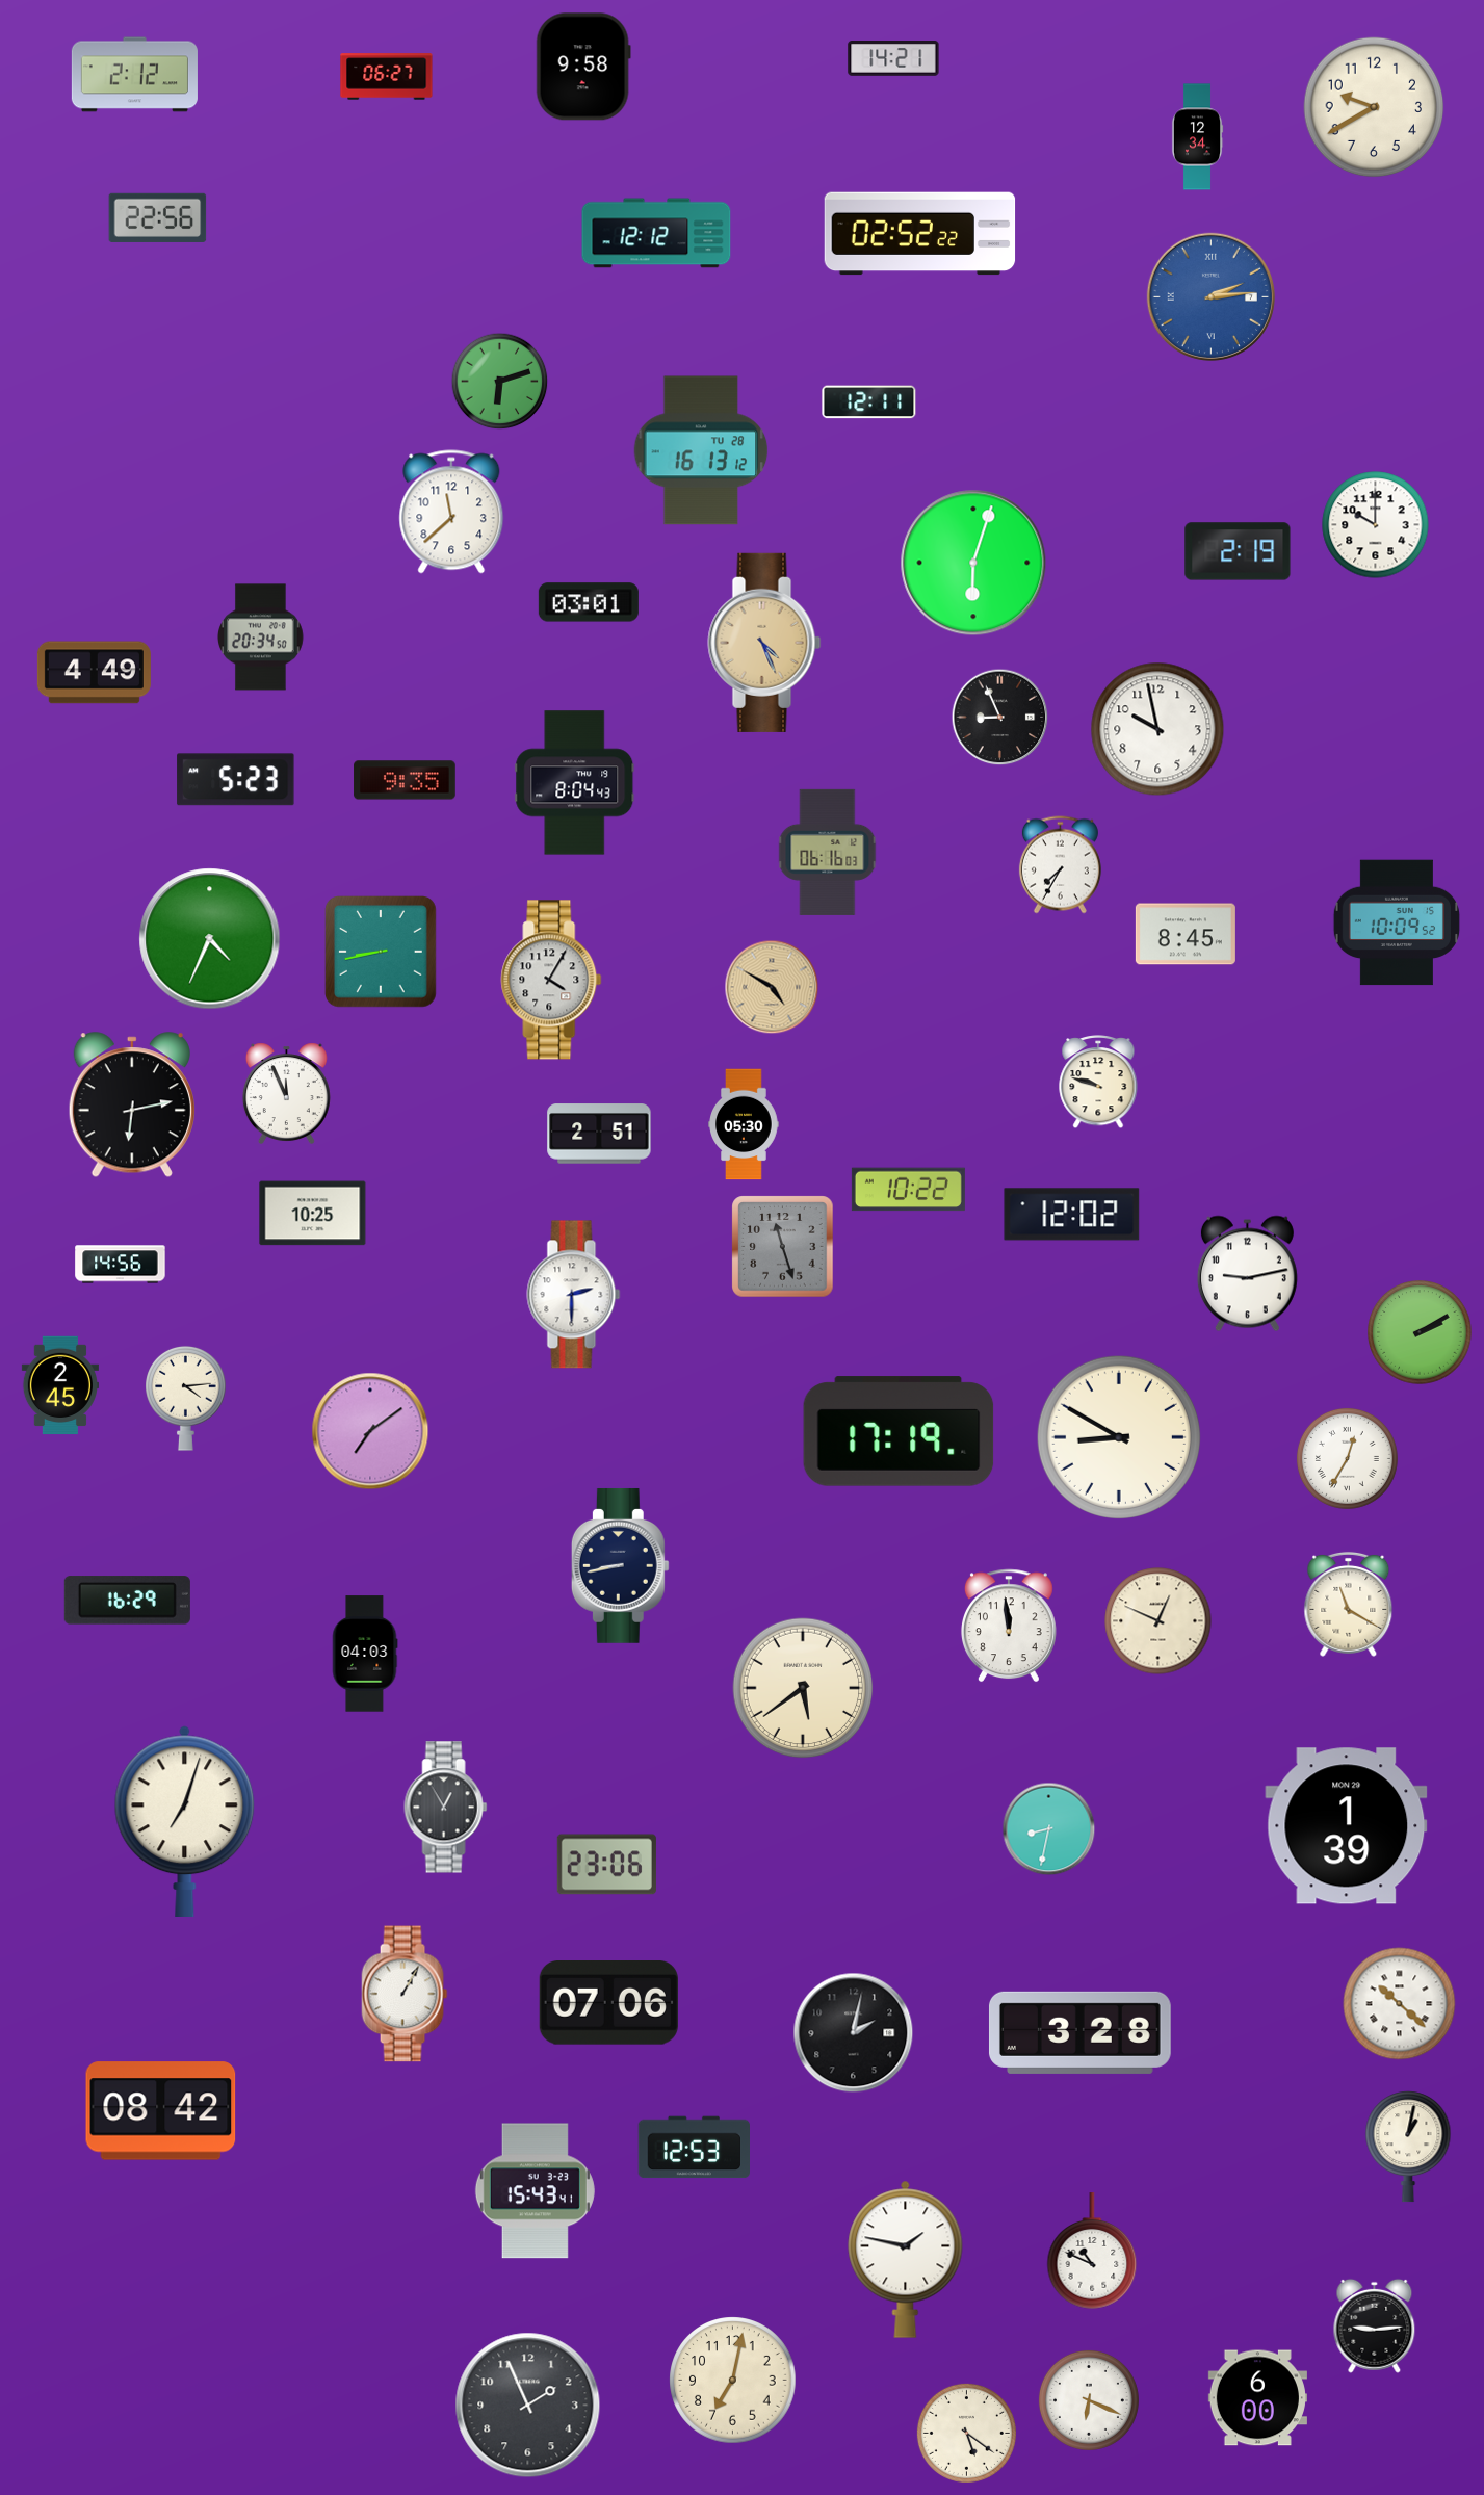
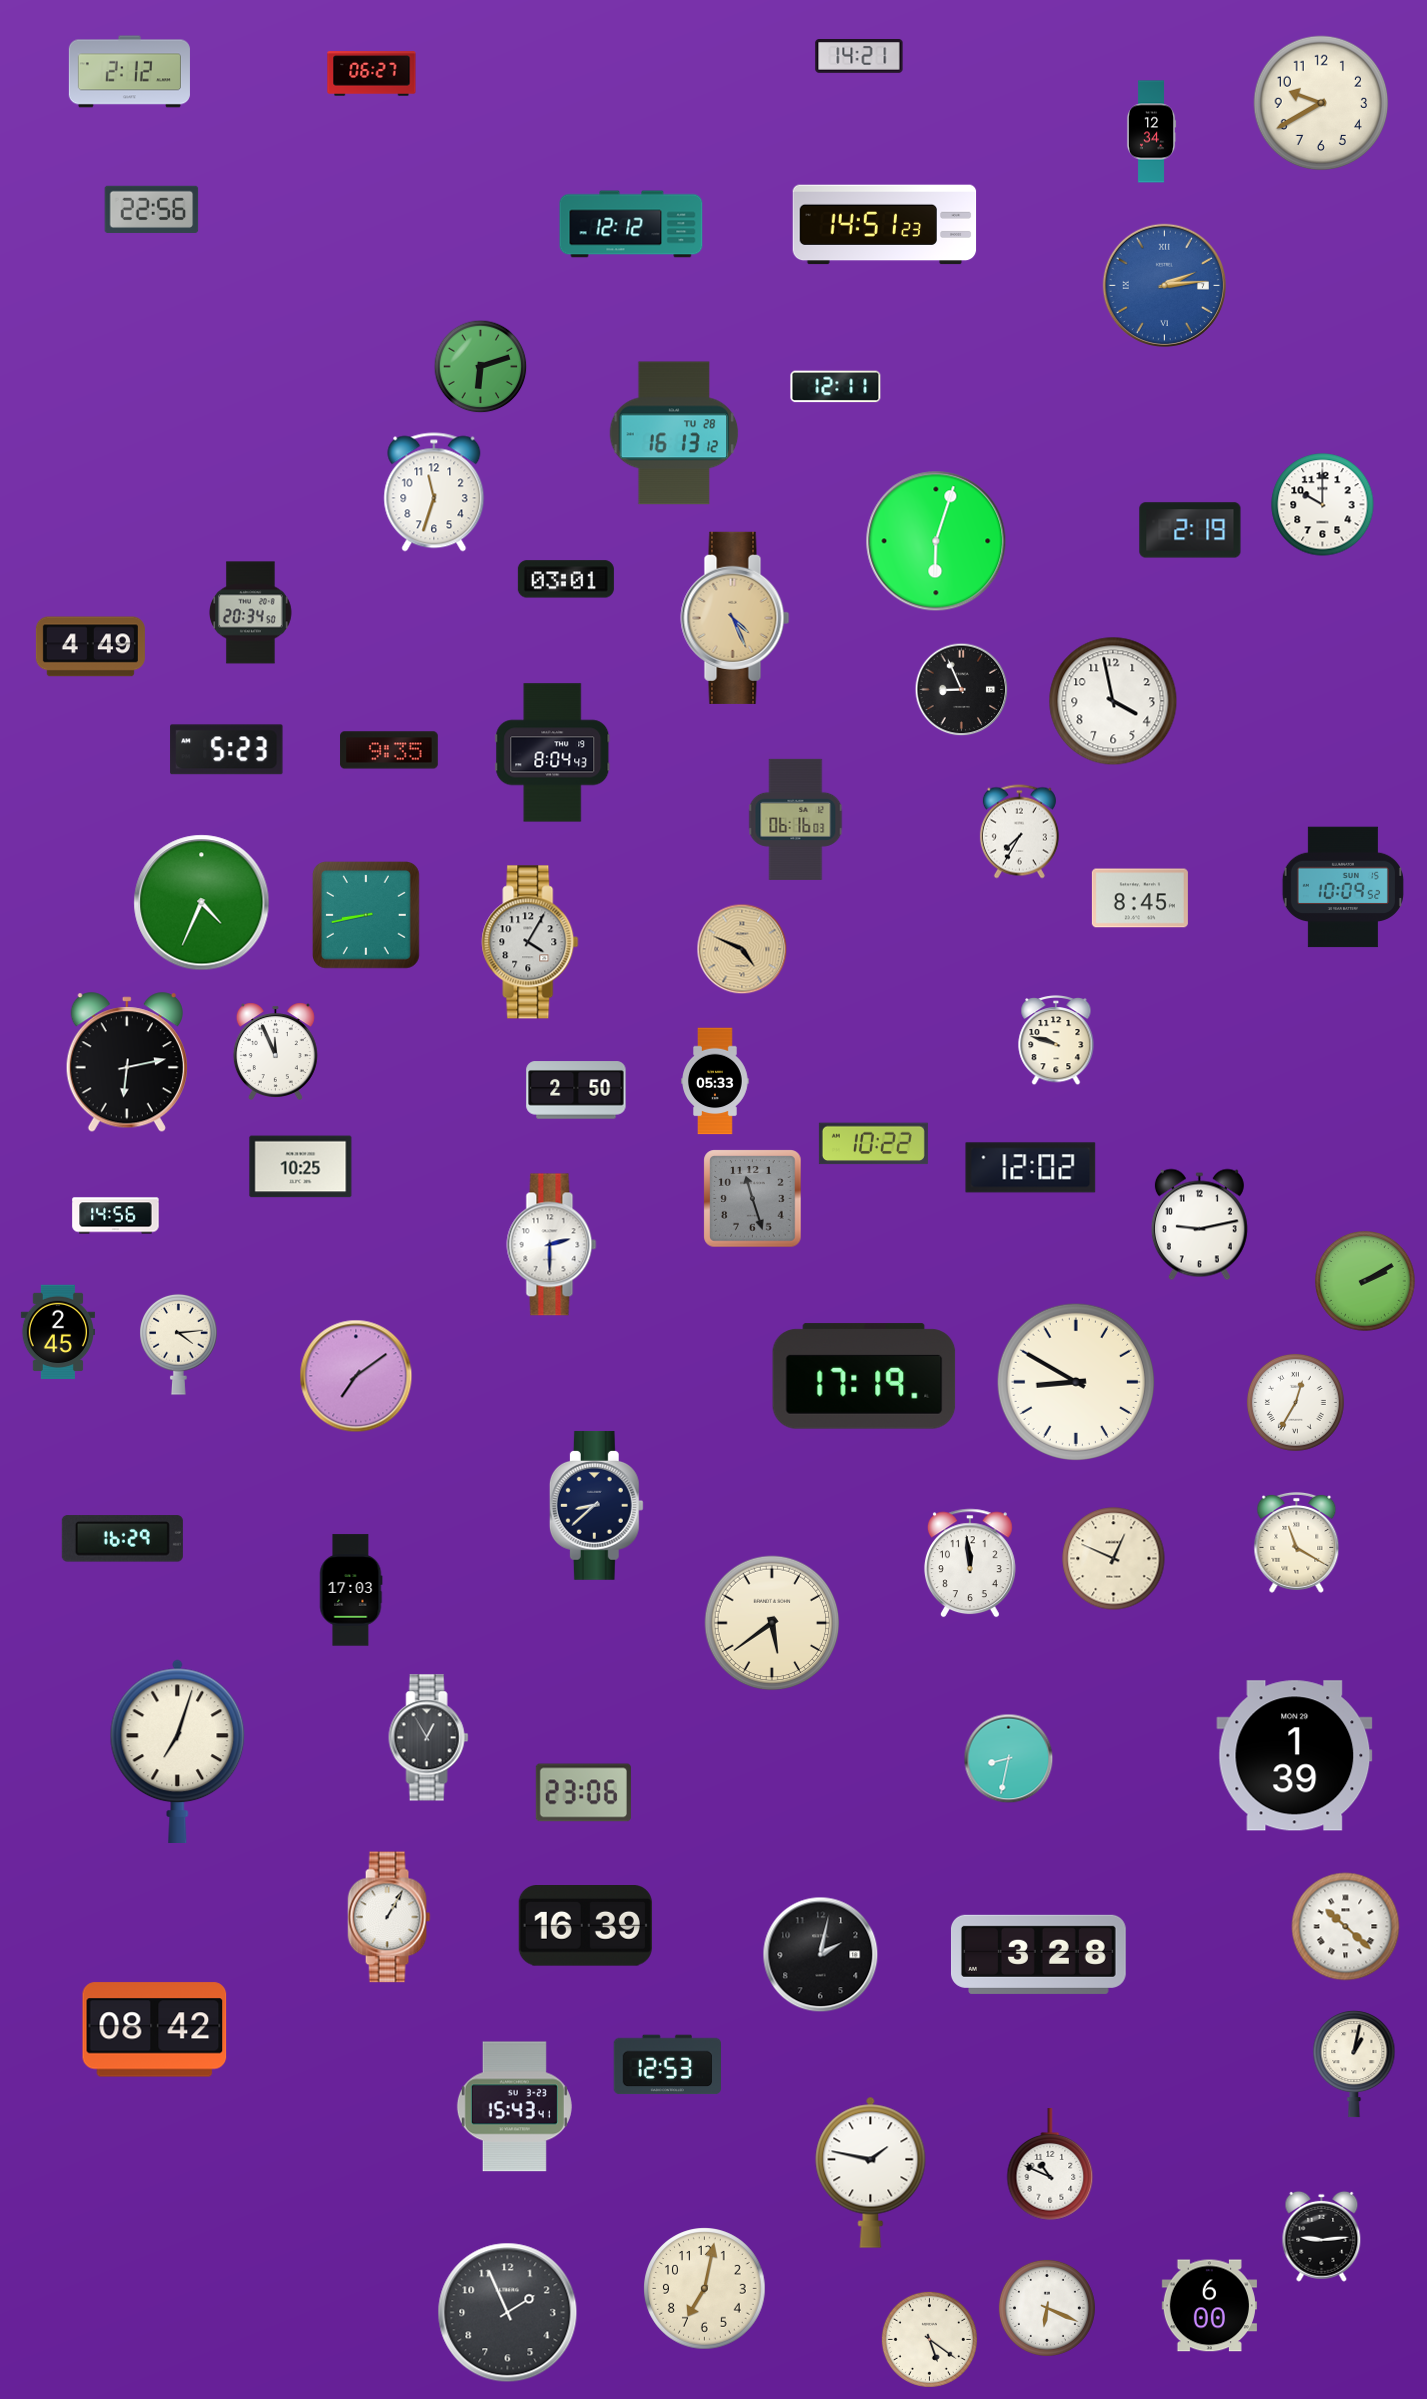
clock at (583, 67): 9:58 -> none
clock at (920, 234): 02:52 -> 14:51
clock at (451, 512): 11:38 -> 11:33
clock at (1157, 729): 9:58 -> 3:58
clock at (772, 987): 4:50 -> 4:49
clock at (744, 1124): 05:30 -> 05:33
clock at (599, 1134): 2:51 -> 2:50
clock at (620, 1565): 8:43 -> 8:38
clock at (365, 1654): 04:03 -> 17:03
clock at (608, 2003): 07:06 -> 16:39
